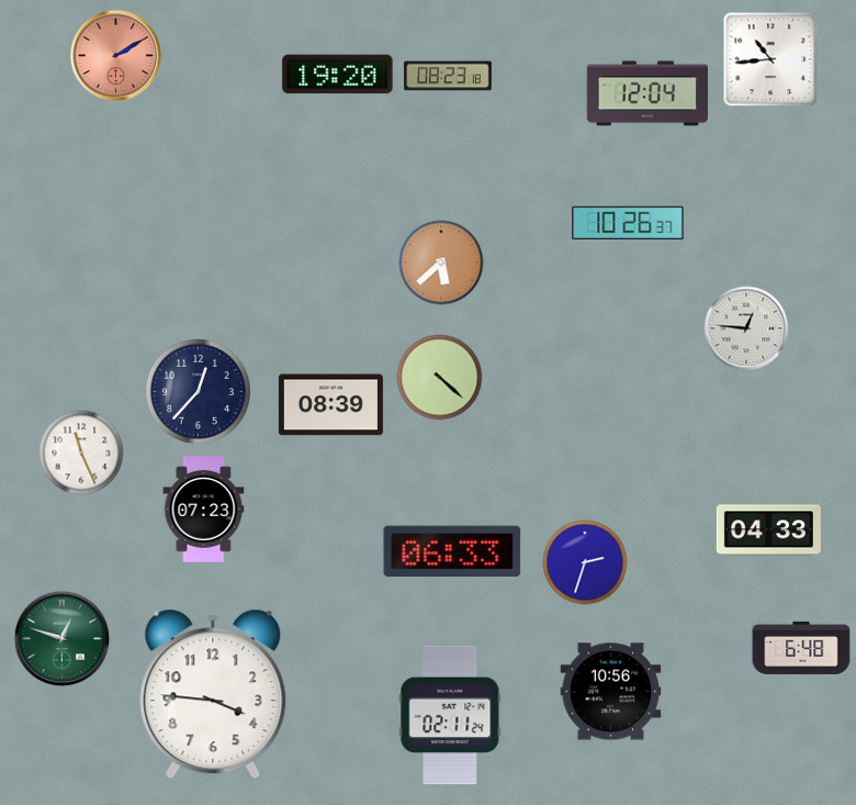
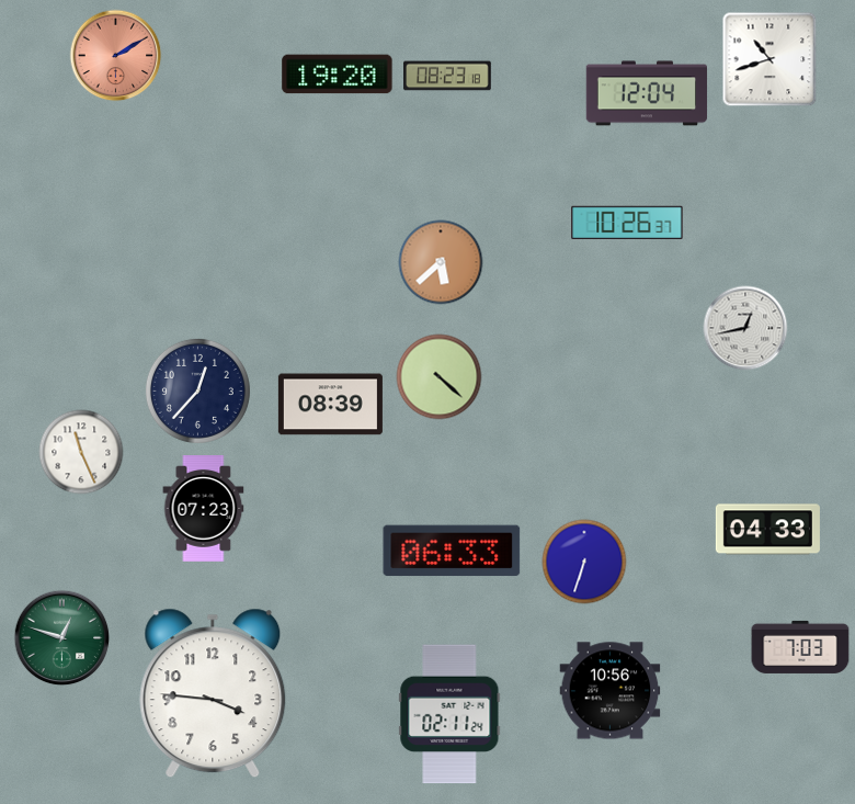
clock at (770, 59): 10:44 -> 10:42
clock at (746, 328): 12:46 -> 12:43
clock at (585, 562): 2:33 -> 6:33
clock at (801, 648): 6:48 -> 7:03
